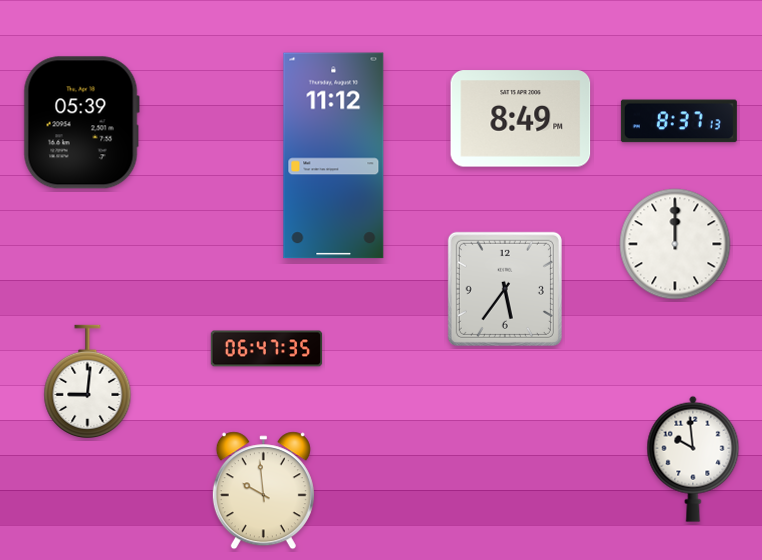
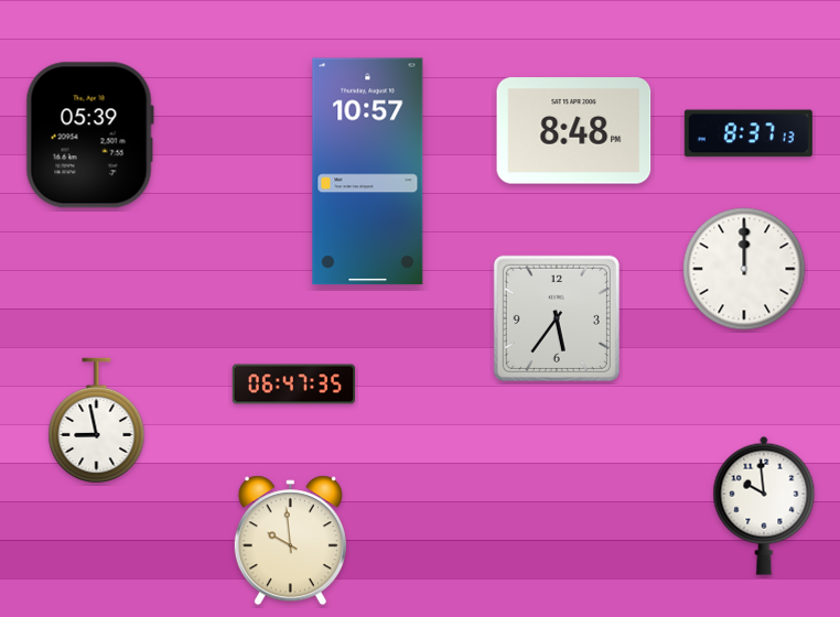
clock at (521, 119): 8:49 -> 8:48
clock at (334, 156): 11:12 -> 10:57
clock at (88, 381): 9:01 -> 8:58
